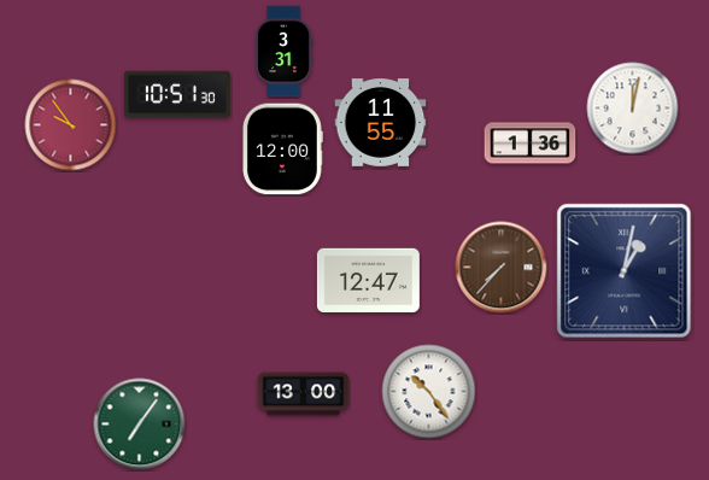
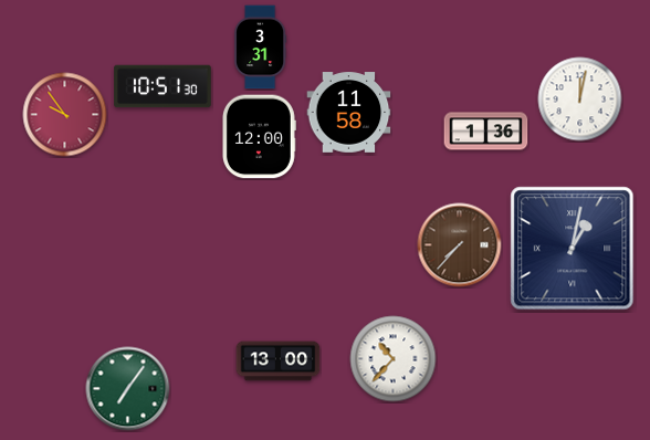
clock at (381, 123): 11:55 -> 11:58
clock at (368, 280): 12:47 -> none
clock at (429, 392): 10:24 -> 10:37
